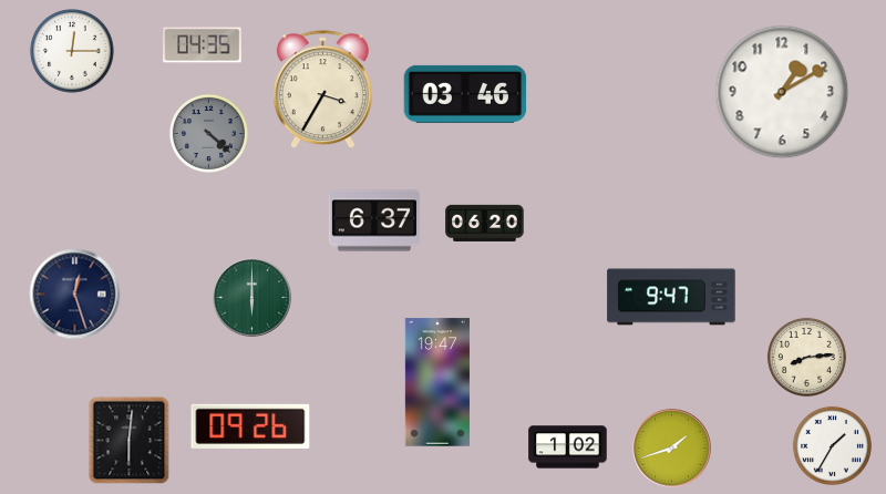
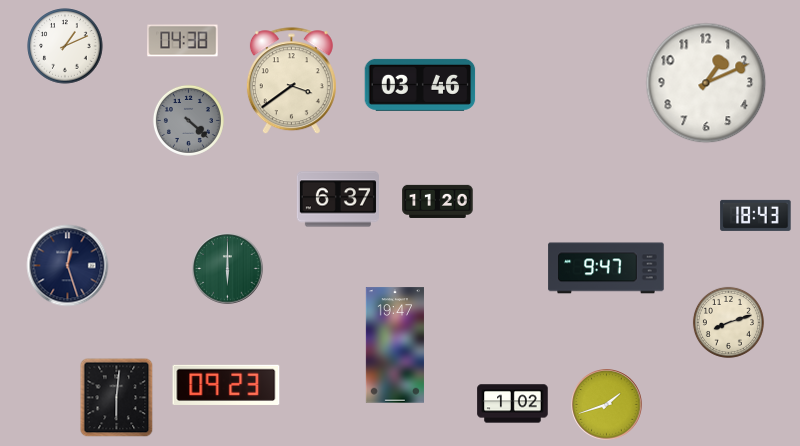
clock at (203, 45): 04:35 -> 04:38
clock at (72, 51): 12:15 -> 1:11
clock at (322, 90): 3:35 -> 3:39
clock at (782, 92): 1:10 -> 1:11
clock at (485, 223): 06:20 -> 11:20
clock at (756, 215): none -> 18:43
clock at (806, 357): 8:14 -> 8:12
clock at (250, 426): 09:26 -> 09:23
clock at (832, 445): 1:35 -> none
